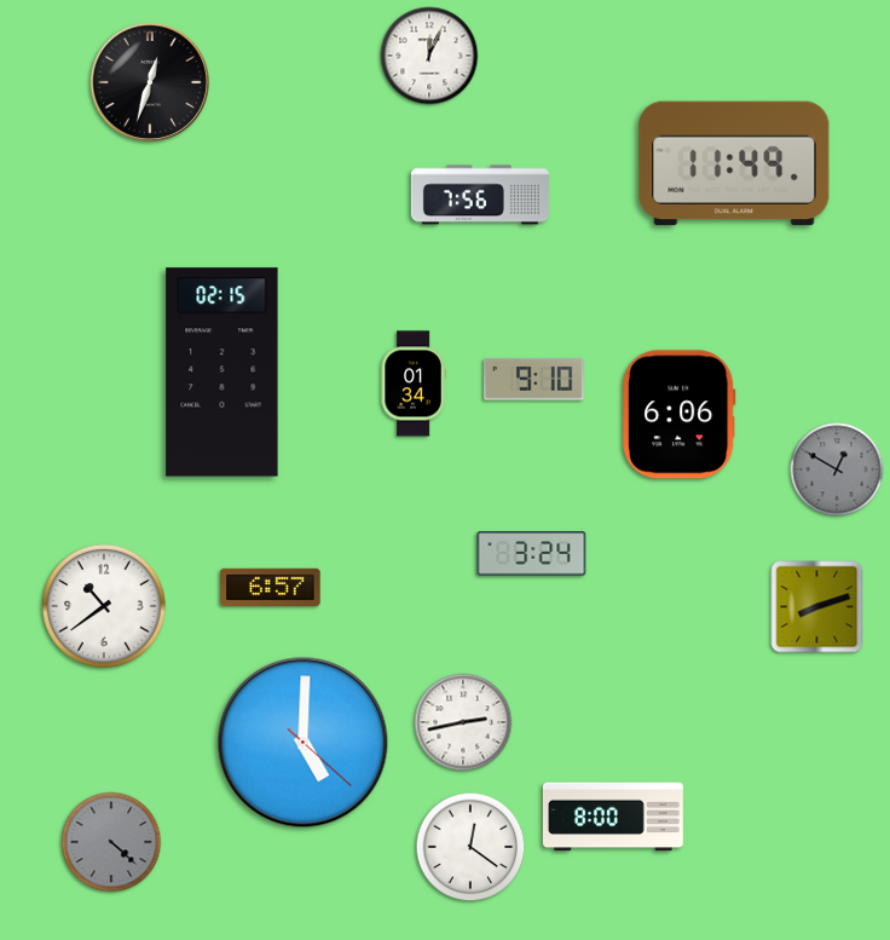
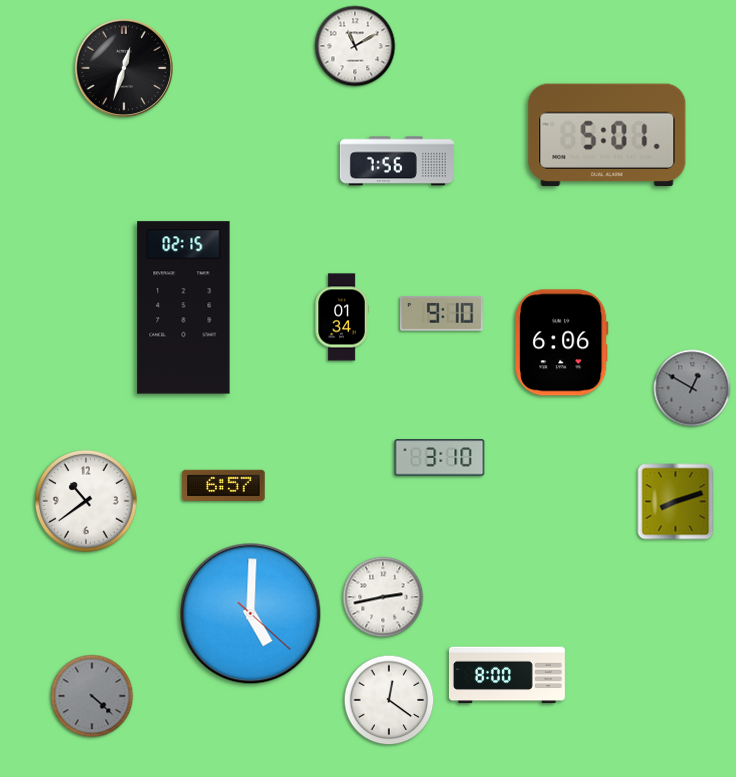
clock at (429, 56): 12:04 -> 11:10
clock at (734, 163): 11:49 -> 5:01
clock at (532, 554): 3:24 -> 3:10
